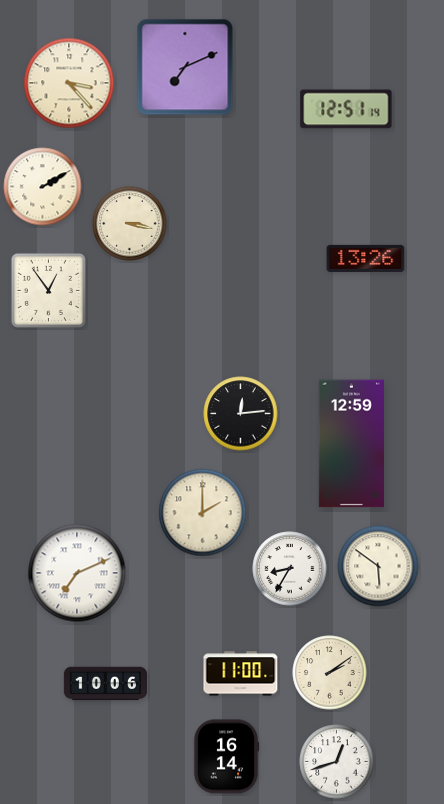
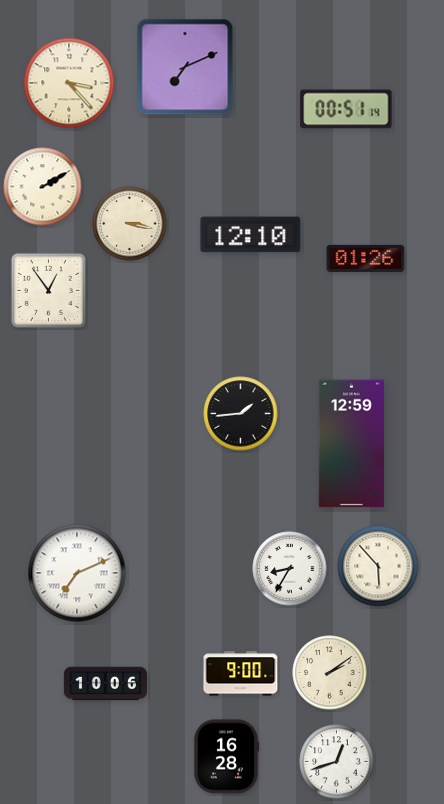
clock at (346, 109): 12:51 -> 00:51
clock at (251, 235): none -> 12:10
clock at (366, 258): 13:26 -> 01:26
clock at (241, 414): 12:14 -> 1:44
clock at (203, 513): 2:00 -> none
clock at (378, 566): 5:51 -> 5:53
clock at (241, 674): 11:00 -> 9:00
clock at (226, 757): 16:14 -> 16:28
